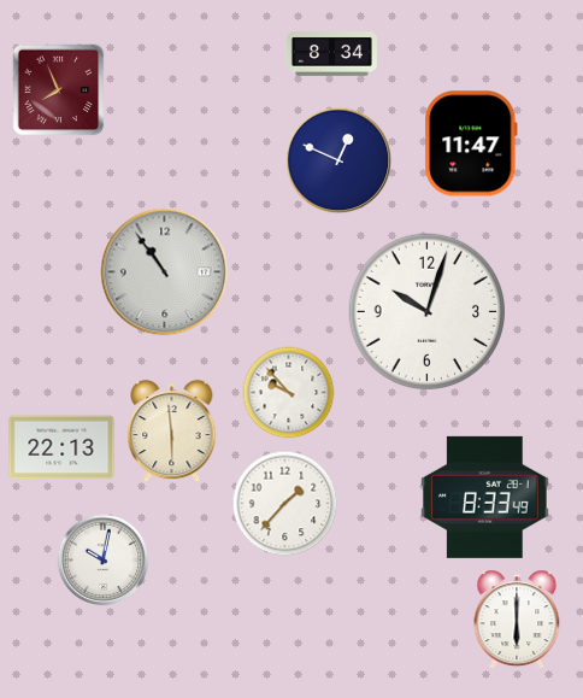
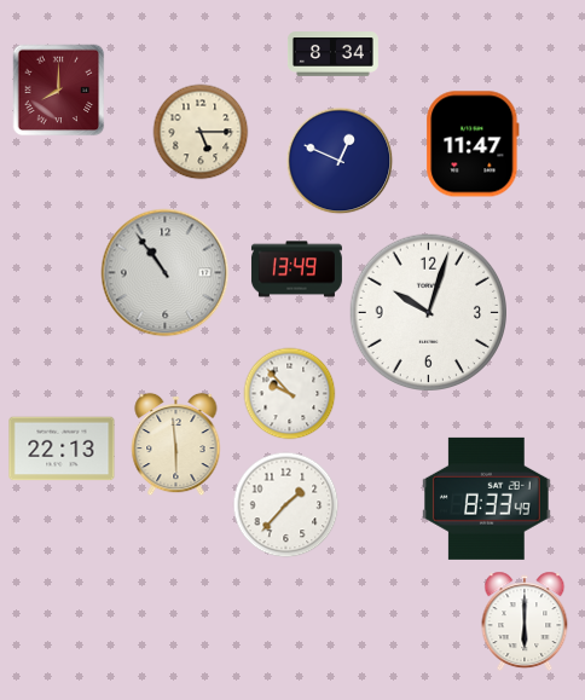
clock at (59, 90): 7:56 -> 8:00
clock at (201, 132): none -> 5:15
clock at (296, 270): none -> 13:49
clock at (172, 432) position: (172, 432) -> (176, 445)
clock at (104, 561): 10:02 -> none
clock at (517, 620) position: (517, 620) -> (525, 621)
